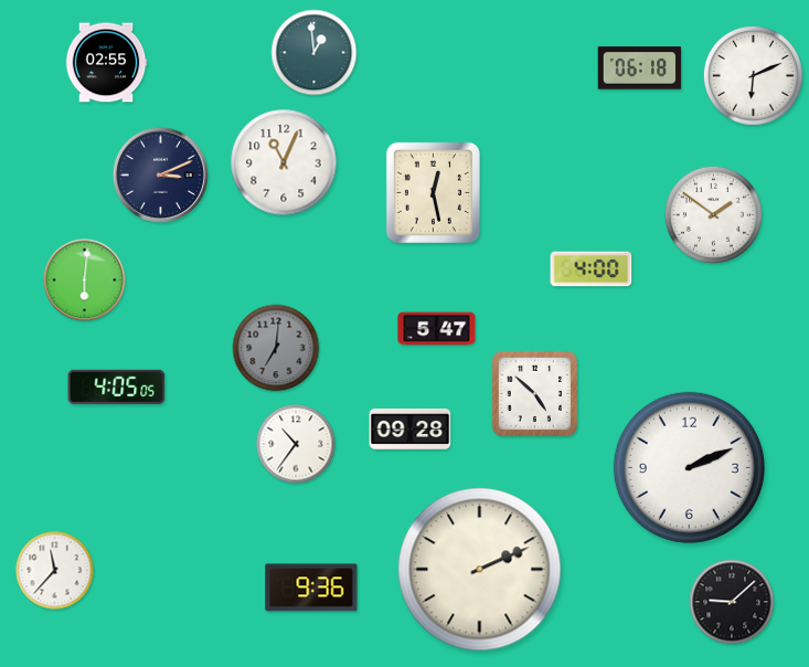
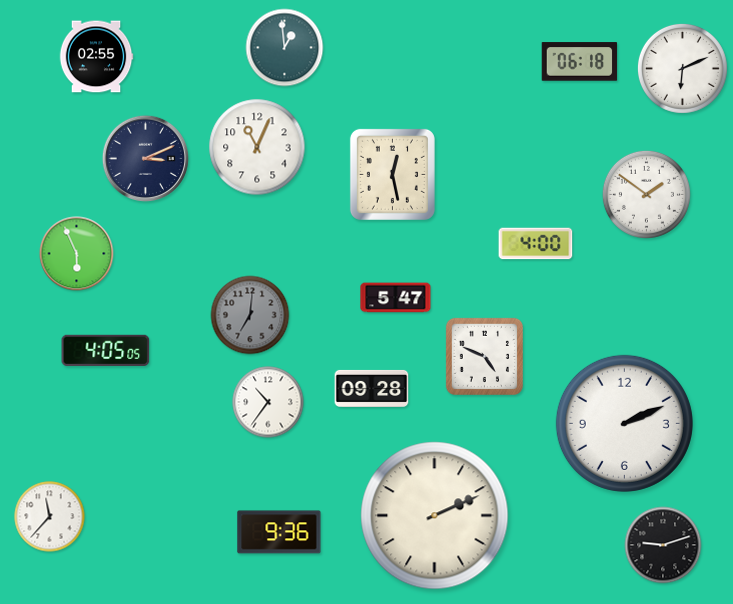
clock at (85, 280): 6:01 -> 5:56
clock at (534, 393): 4:52 -> 4:49
clock at (311, 587) position: (311, 587) -> (279, 532)
clock at (732, 602): 9:08 -> 9:12
